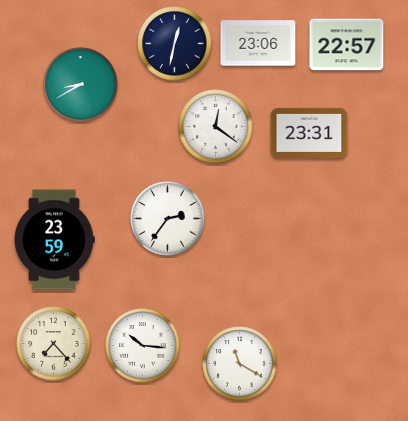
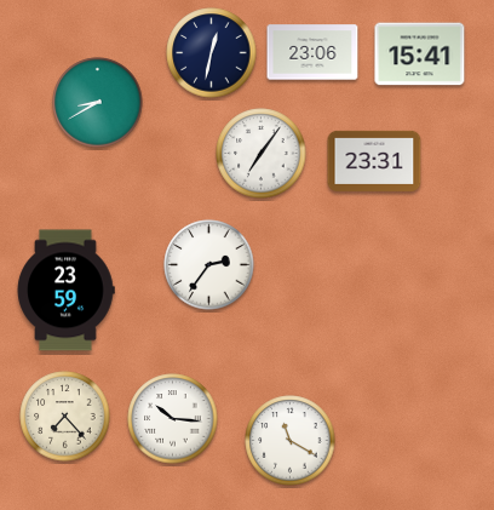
clock at (347, 45): 22:57 -> 15:41
clock at (216, 127): 12:21 -> 7:06
clock at (168, 219) position: (168, 219) -> (209, 265)
